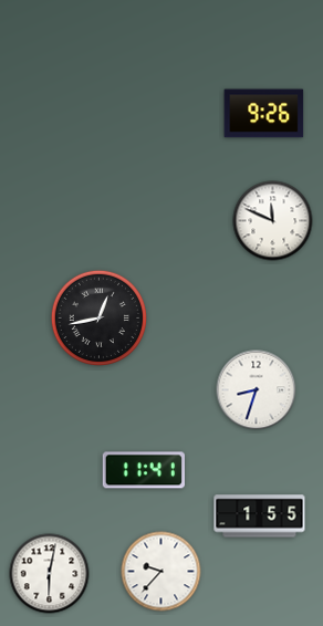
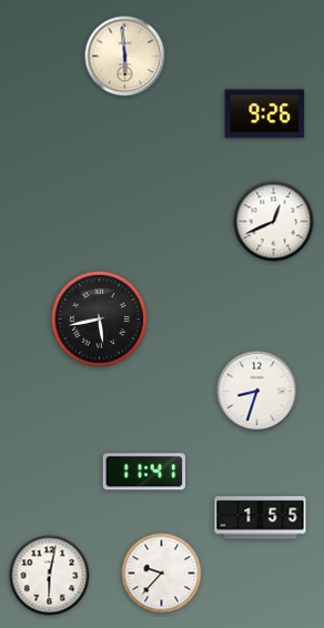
clock at (125, 57): none -> 5:59
clock at (273, 221): 11:49 -> 12:41
clock at (98, 317): 12:43 -> 5:43
